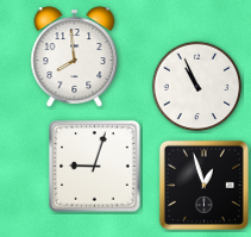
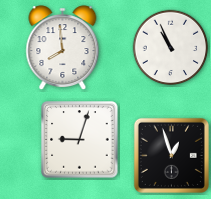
clock at (197, 87) position: (197, 87) -> (171, 48)
